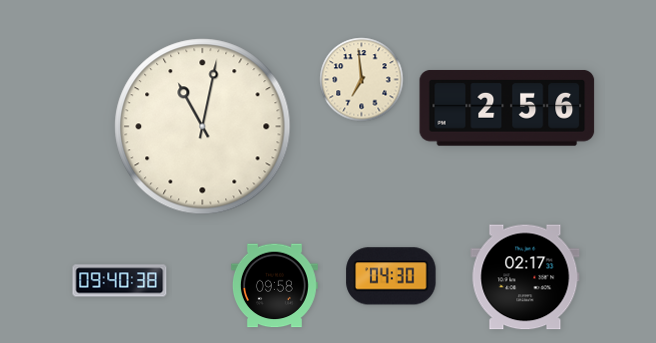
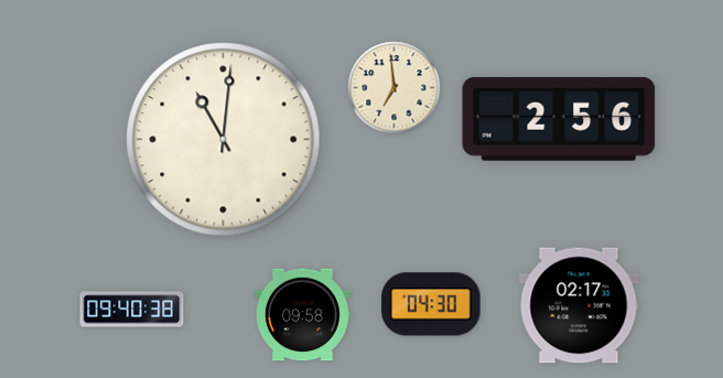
clock at (362, 80) position: (362, 80) -> (395, 88)
clock at (203, 127): 11:02 -> 11:01
